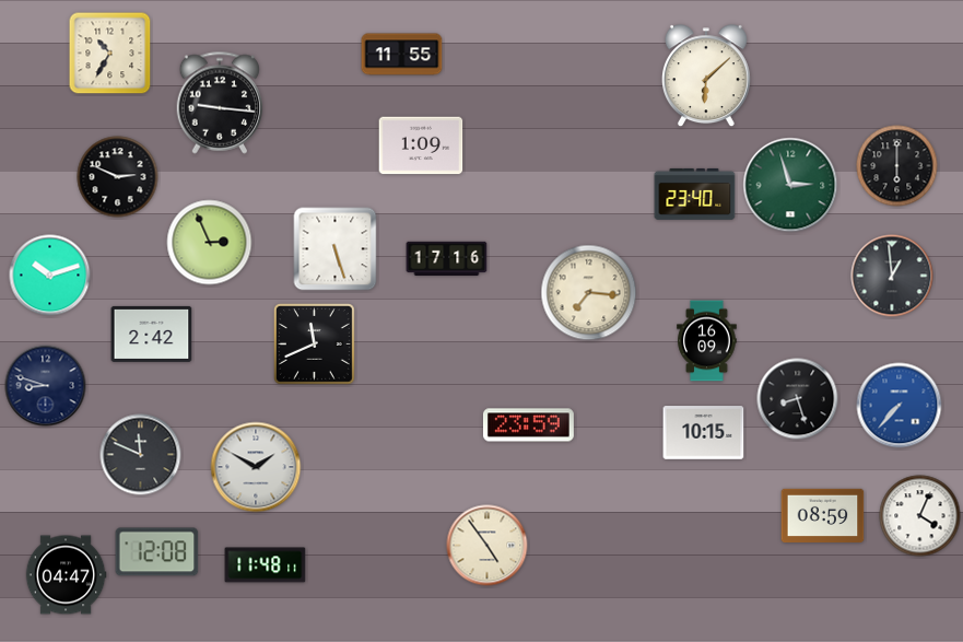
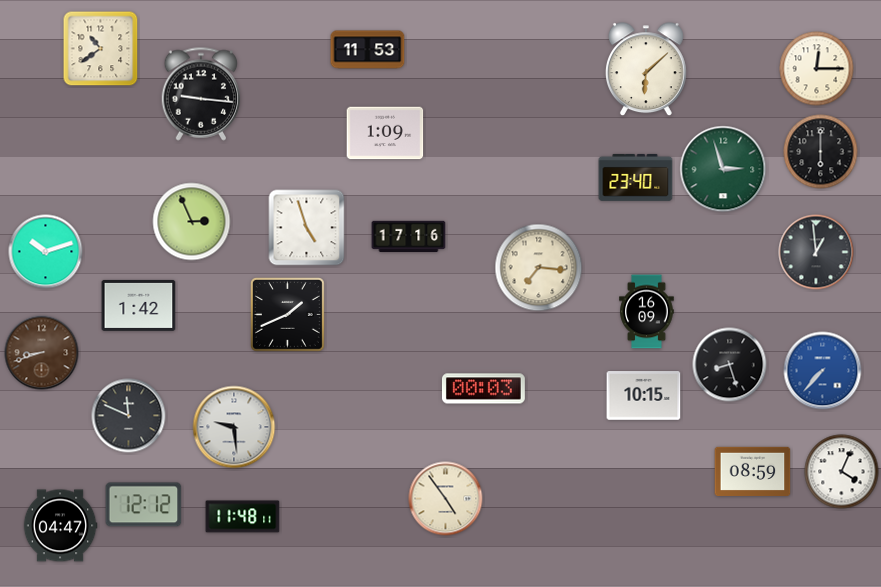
clock at (110, 54): 10:35 -> 10:39
clock at (402, 55): 11:55 -> 11:53
clock at (817, 69): none -> 12:15
clock at (118, 177): 2:49 -> none
clock at (336, 249): 5:27 -> 4:57
clock at (152, 334): 2:42 -> 1:42
clock at (314, 343): 11:41 -> 1:41
clock at (46, 386): 8:48 -> 8:42
clock at (46, 386) dial: navy -> brown
clock at (529, 425): 23:59 -> 00:03
clock at (256, 467): 1:50 -> 9:29
clock at (157, 552): 12:08 -> 12:12
